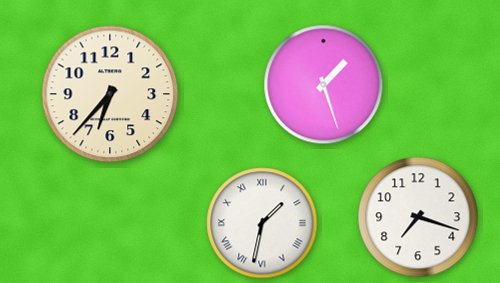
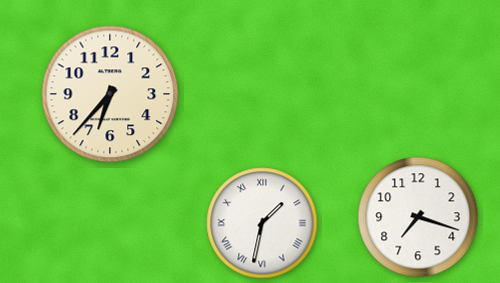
clock at (324, 85): 1:27 -> none
